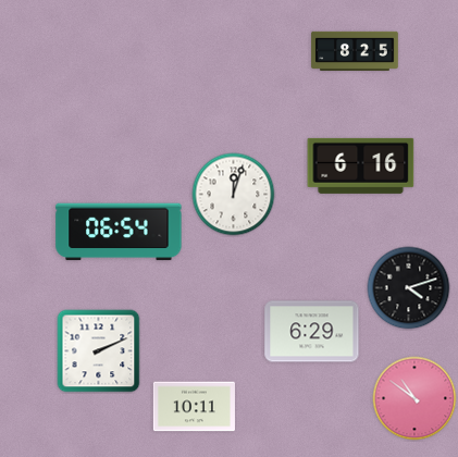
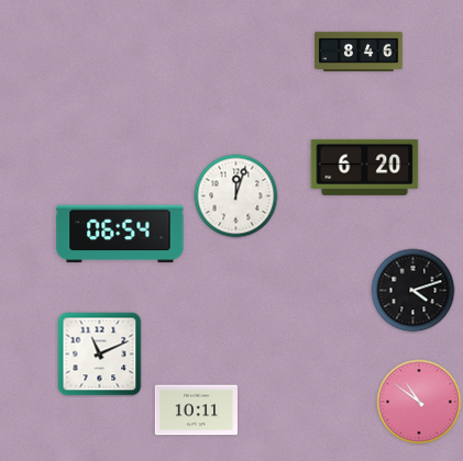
clock at (355, 50): 8:25 -> 8:46
clock at (361, 165): 6:16 -> 6:20
clock at (312, 332): 6:29 -> none
clock at (99, 351): 2:11 -> 11:11
